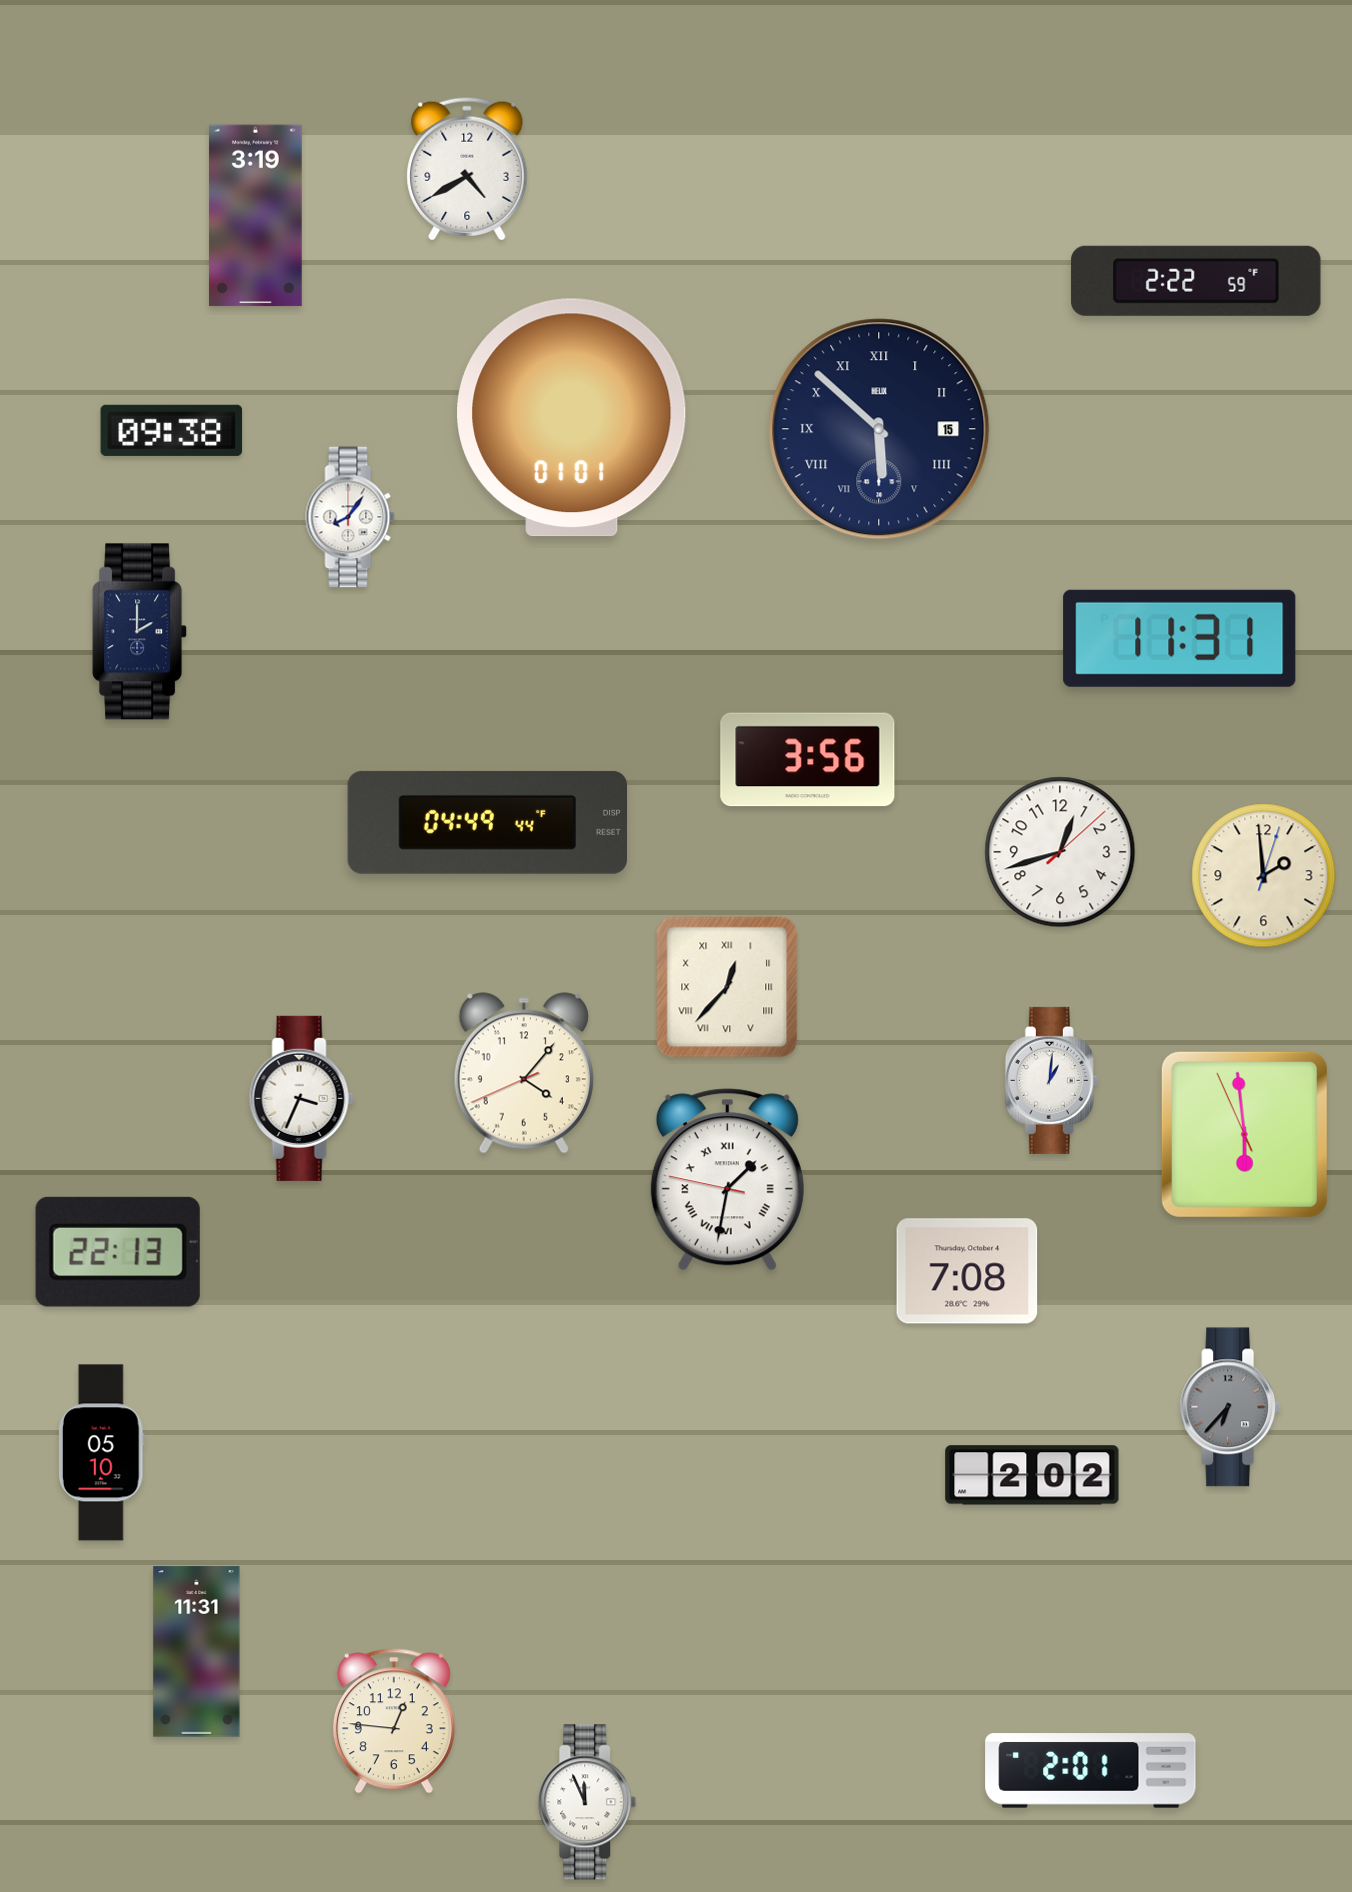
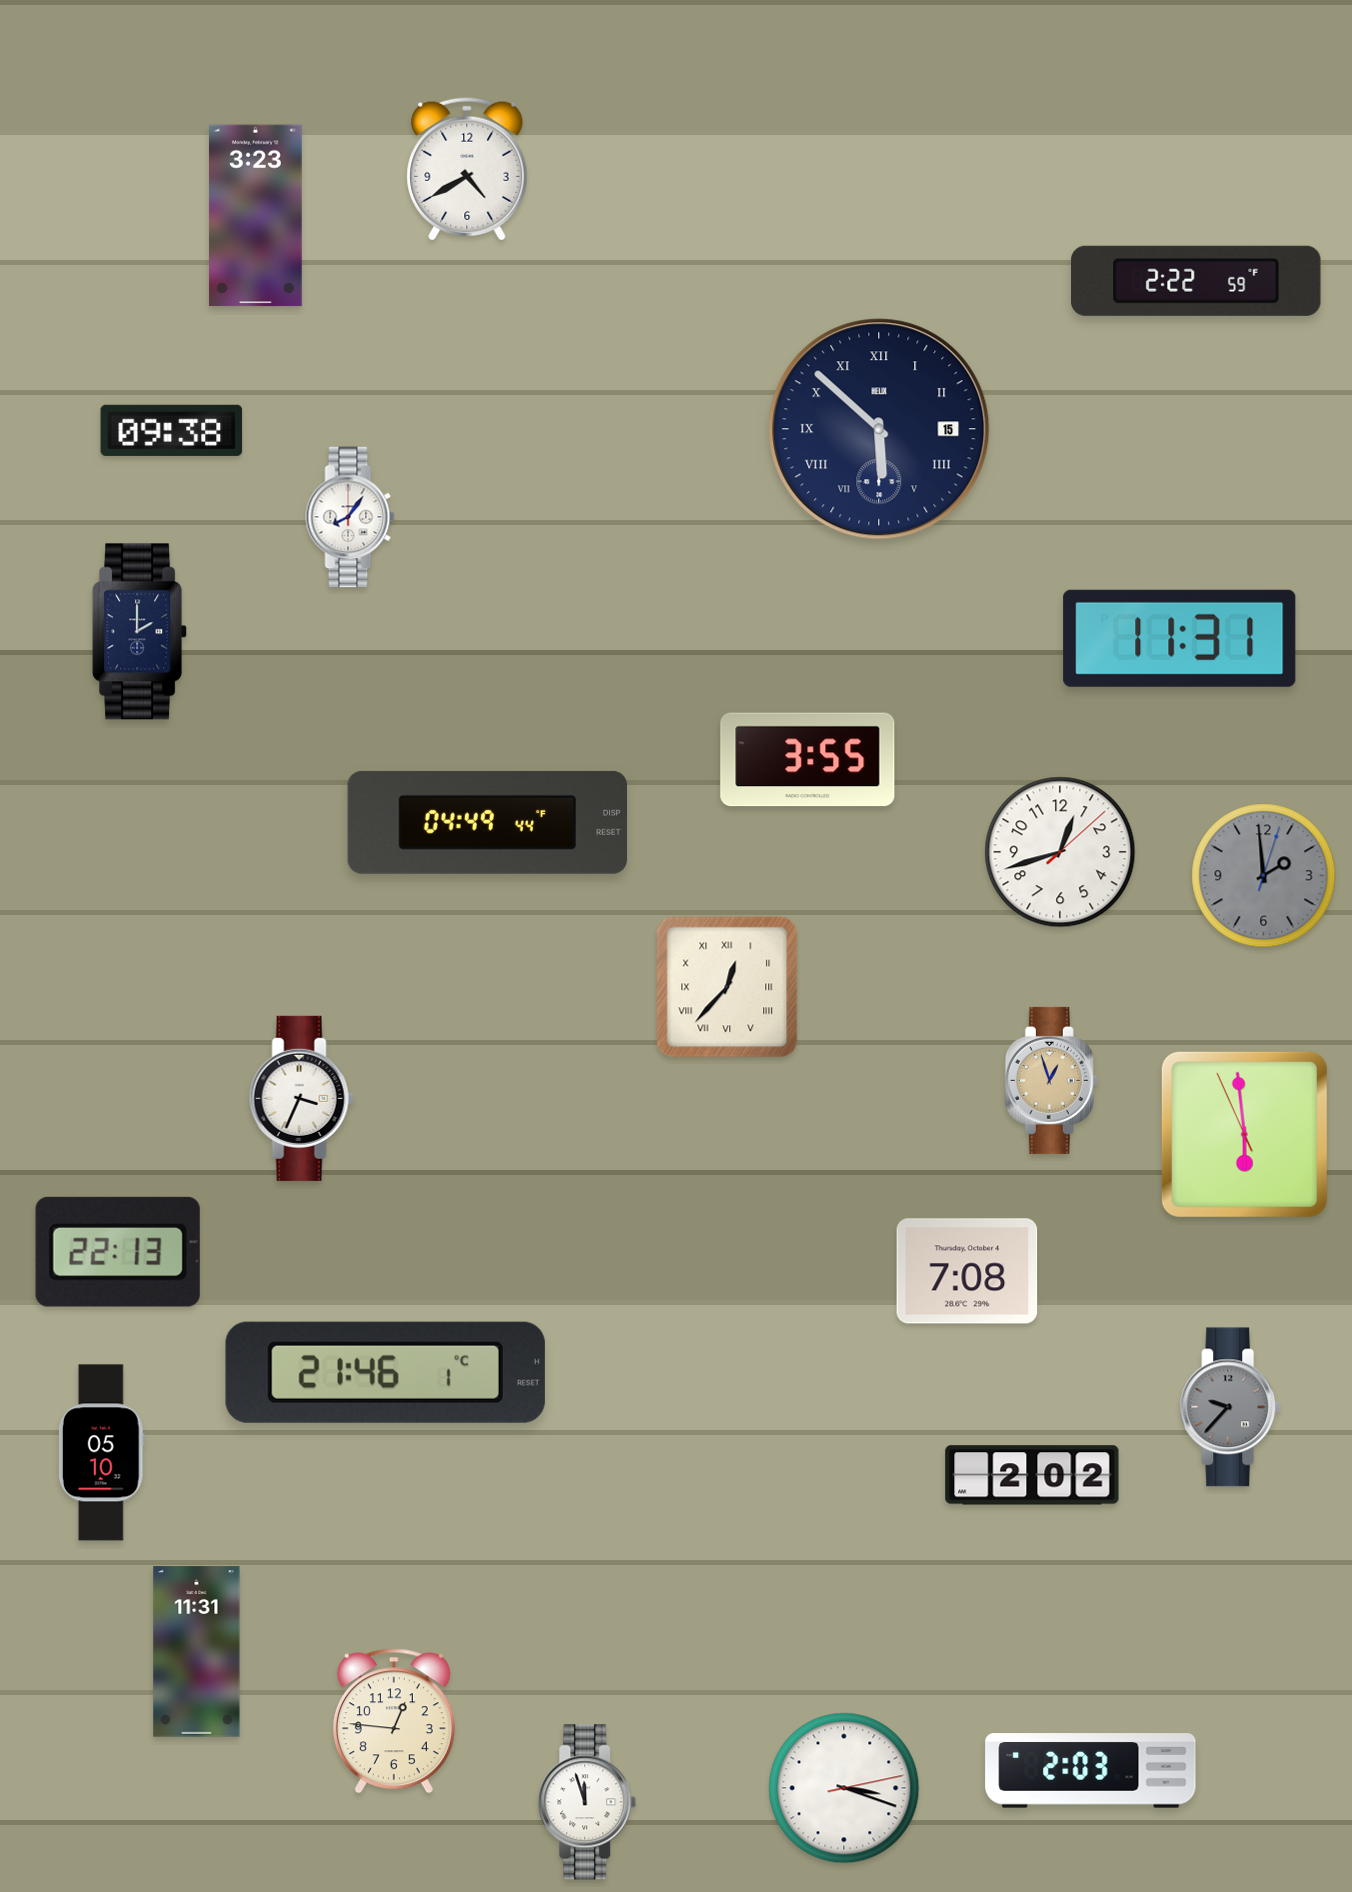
clock at (256, 216): 3:19 -> 3:23
clock at (572, 418): 01:01 -> none
clock at (808, 760): 3:56 -> 3:55
clock at (1264, 876) dial: cream -> grey
clock at (524, 1073): 4:06 -> none
clock at (1051, 1080): 1:01 -> 12:57
clock at (1051, 1080) dial: white -> champagne
clock at (727, 1180): 1:31 -> none
clock at (385, 1372): none -> 21:46
clock at (1230, 1407): 6:37 -> 9:37
clock at (1091, 1771): 2:01 -> 2:03
clock at (844, 1788): none -> 3:18
clock at (587, 1802): 11:56 -> 11:57
